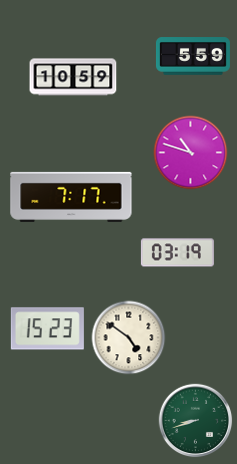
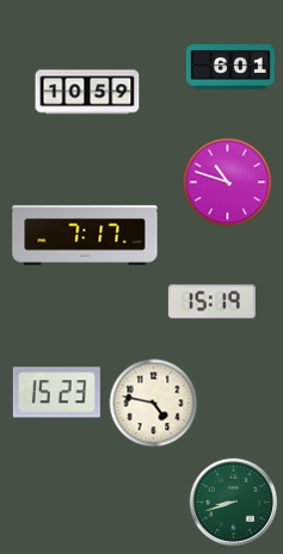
clock at (193, 56): 5:59 -> 6:01
clock at (177, 253): 03:19 -> 15:19
clock at (129, 338): 4:51 -> 4:47
